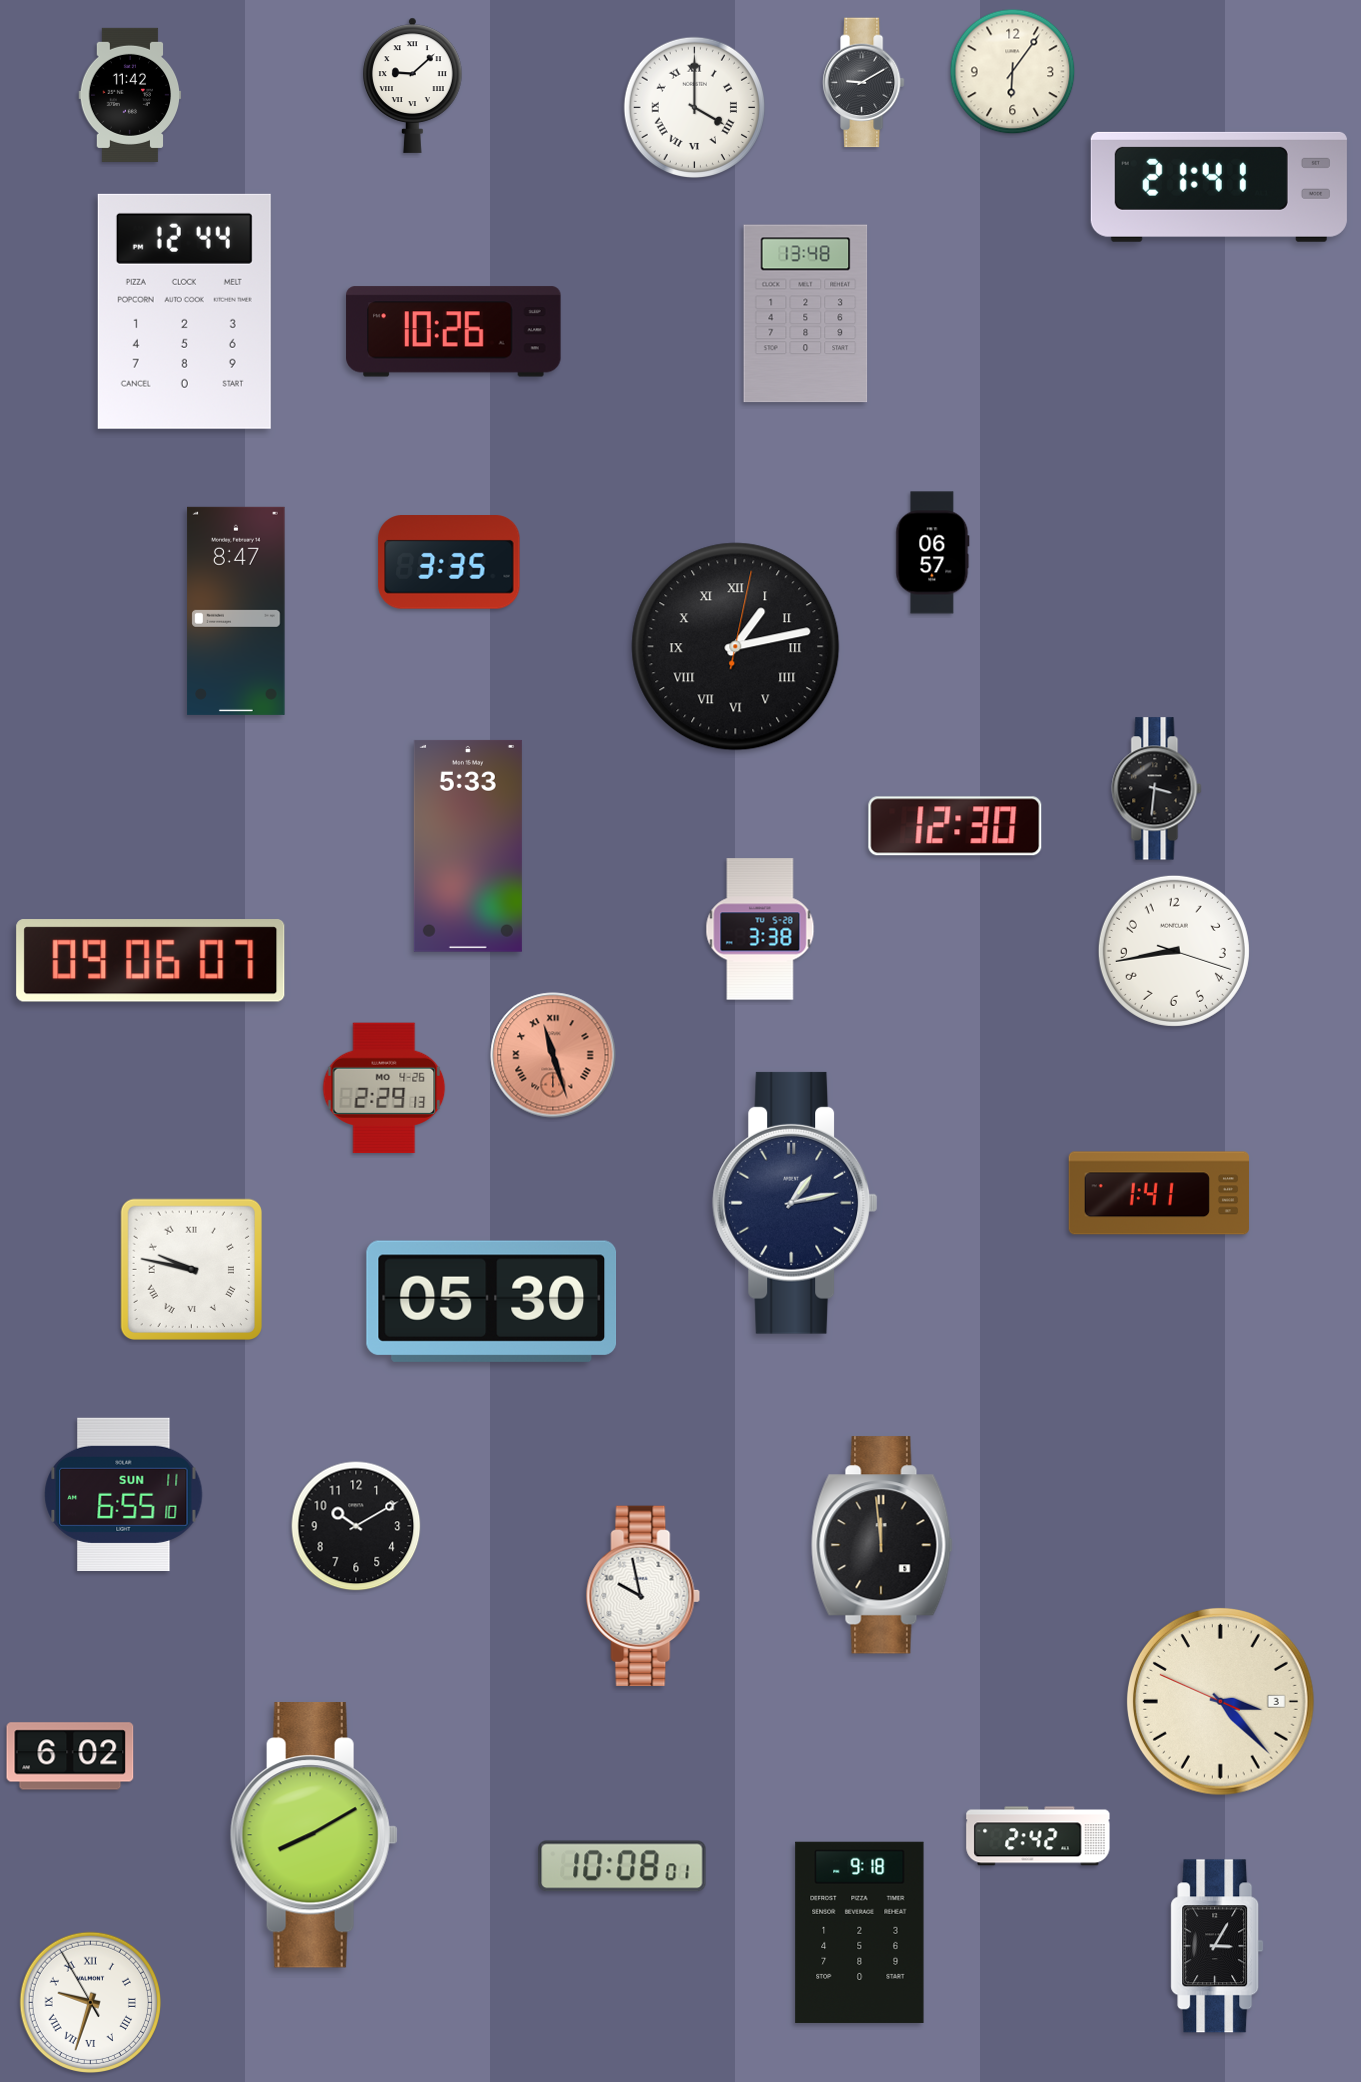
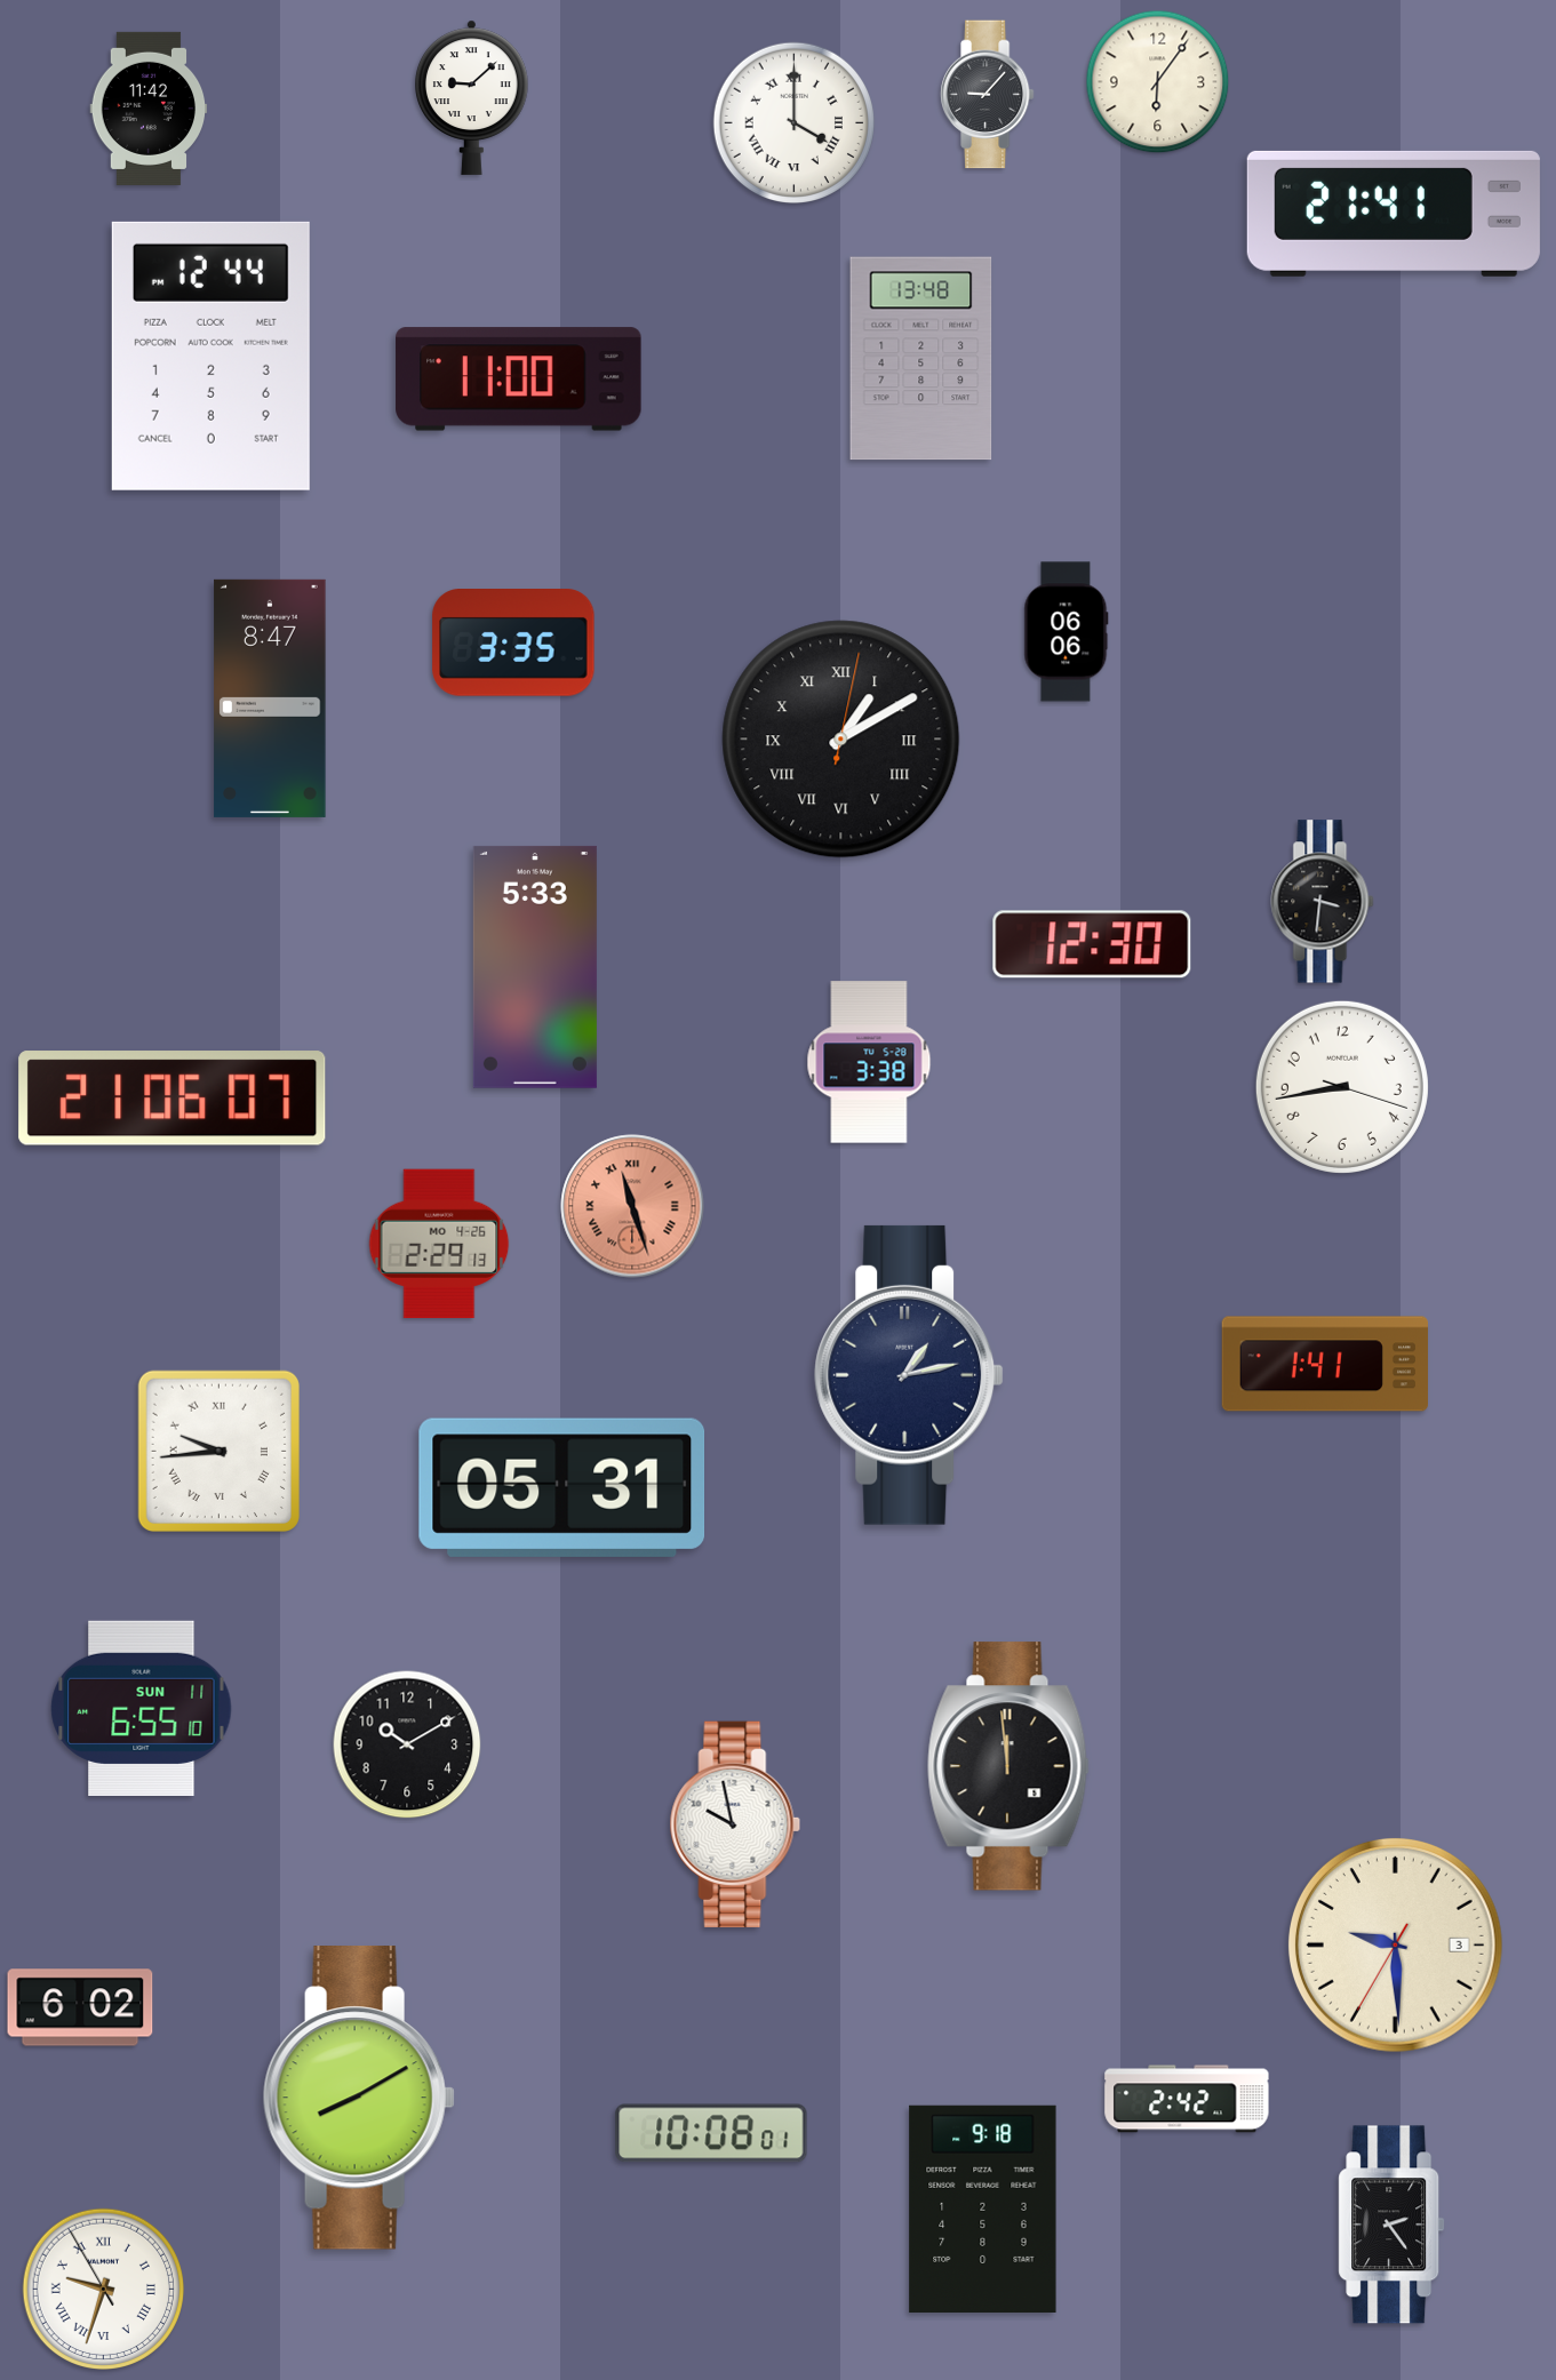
clock at (863, 83): 9:10 -> 9:07
clock at (454, 332): 10:26 -> 11:00
clock at (933, 553): 06:57 -> 06:06
clock at (736, 647): 1:13 -> 1:10
clock at (151, 961): 09:06 -> 21:06
clock at (191, 1269): 9:47 -> 9:44
clock at (492, 1301): 05:30 -> 05:31
clock at (1220, 1701): 3:22 -> 9:29
clock at (1217, 1946): 3:05 -> 2:24
